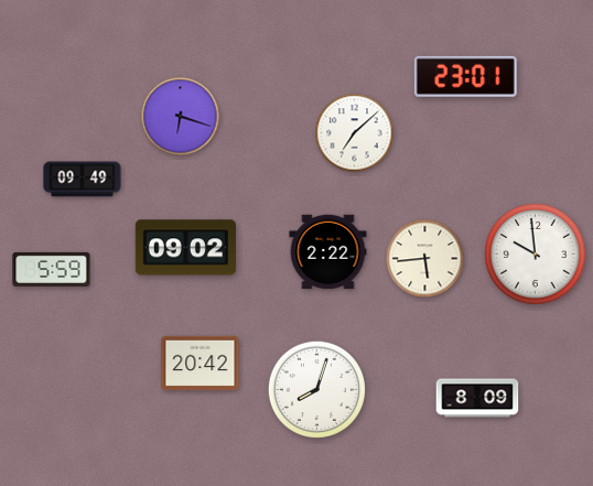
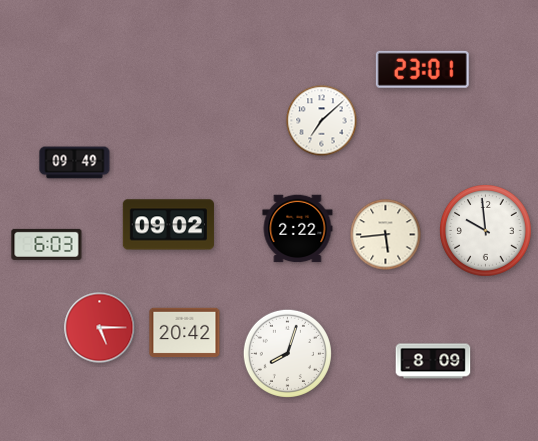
clock at (181, 117): 6:18 -> none
clock at (52, 269): 5:59 -> 6:03
clock at (100, 328): none -> 5:15
clock at (201, 364) position: (201, 364) -> (185, 333)
